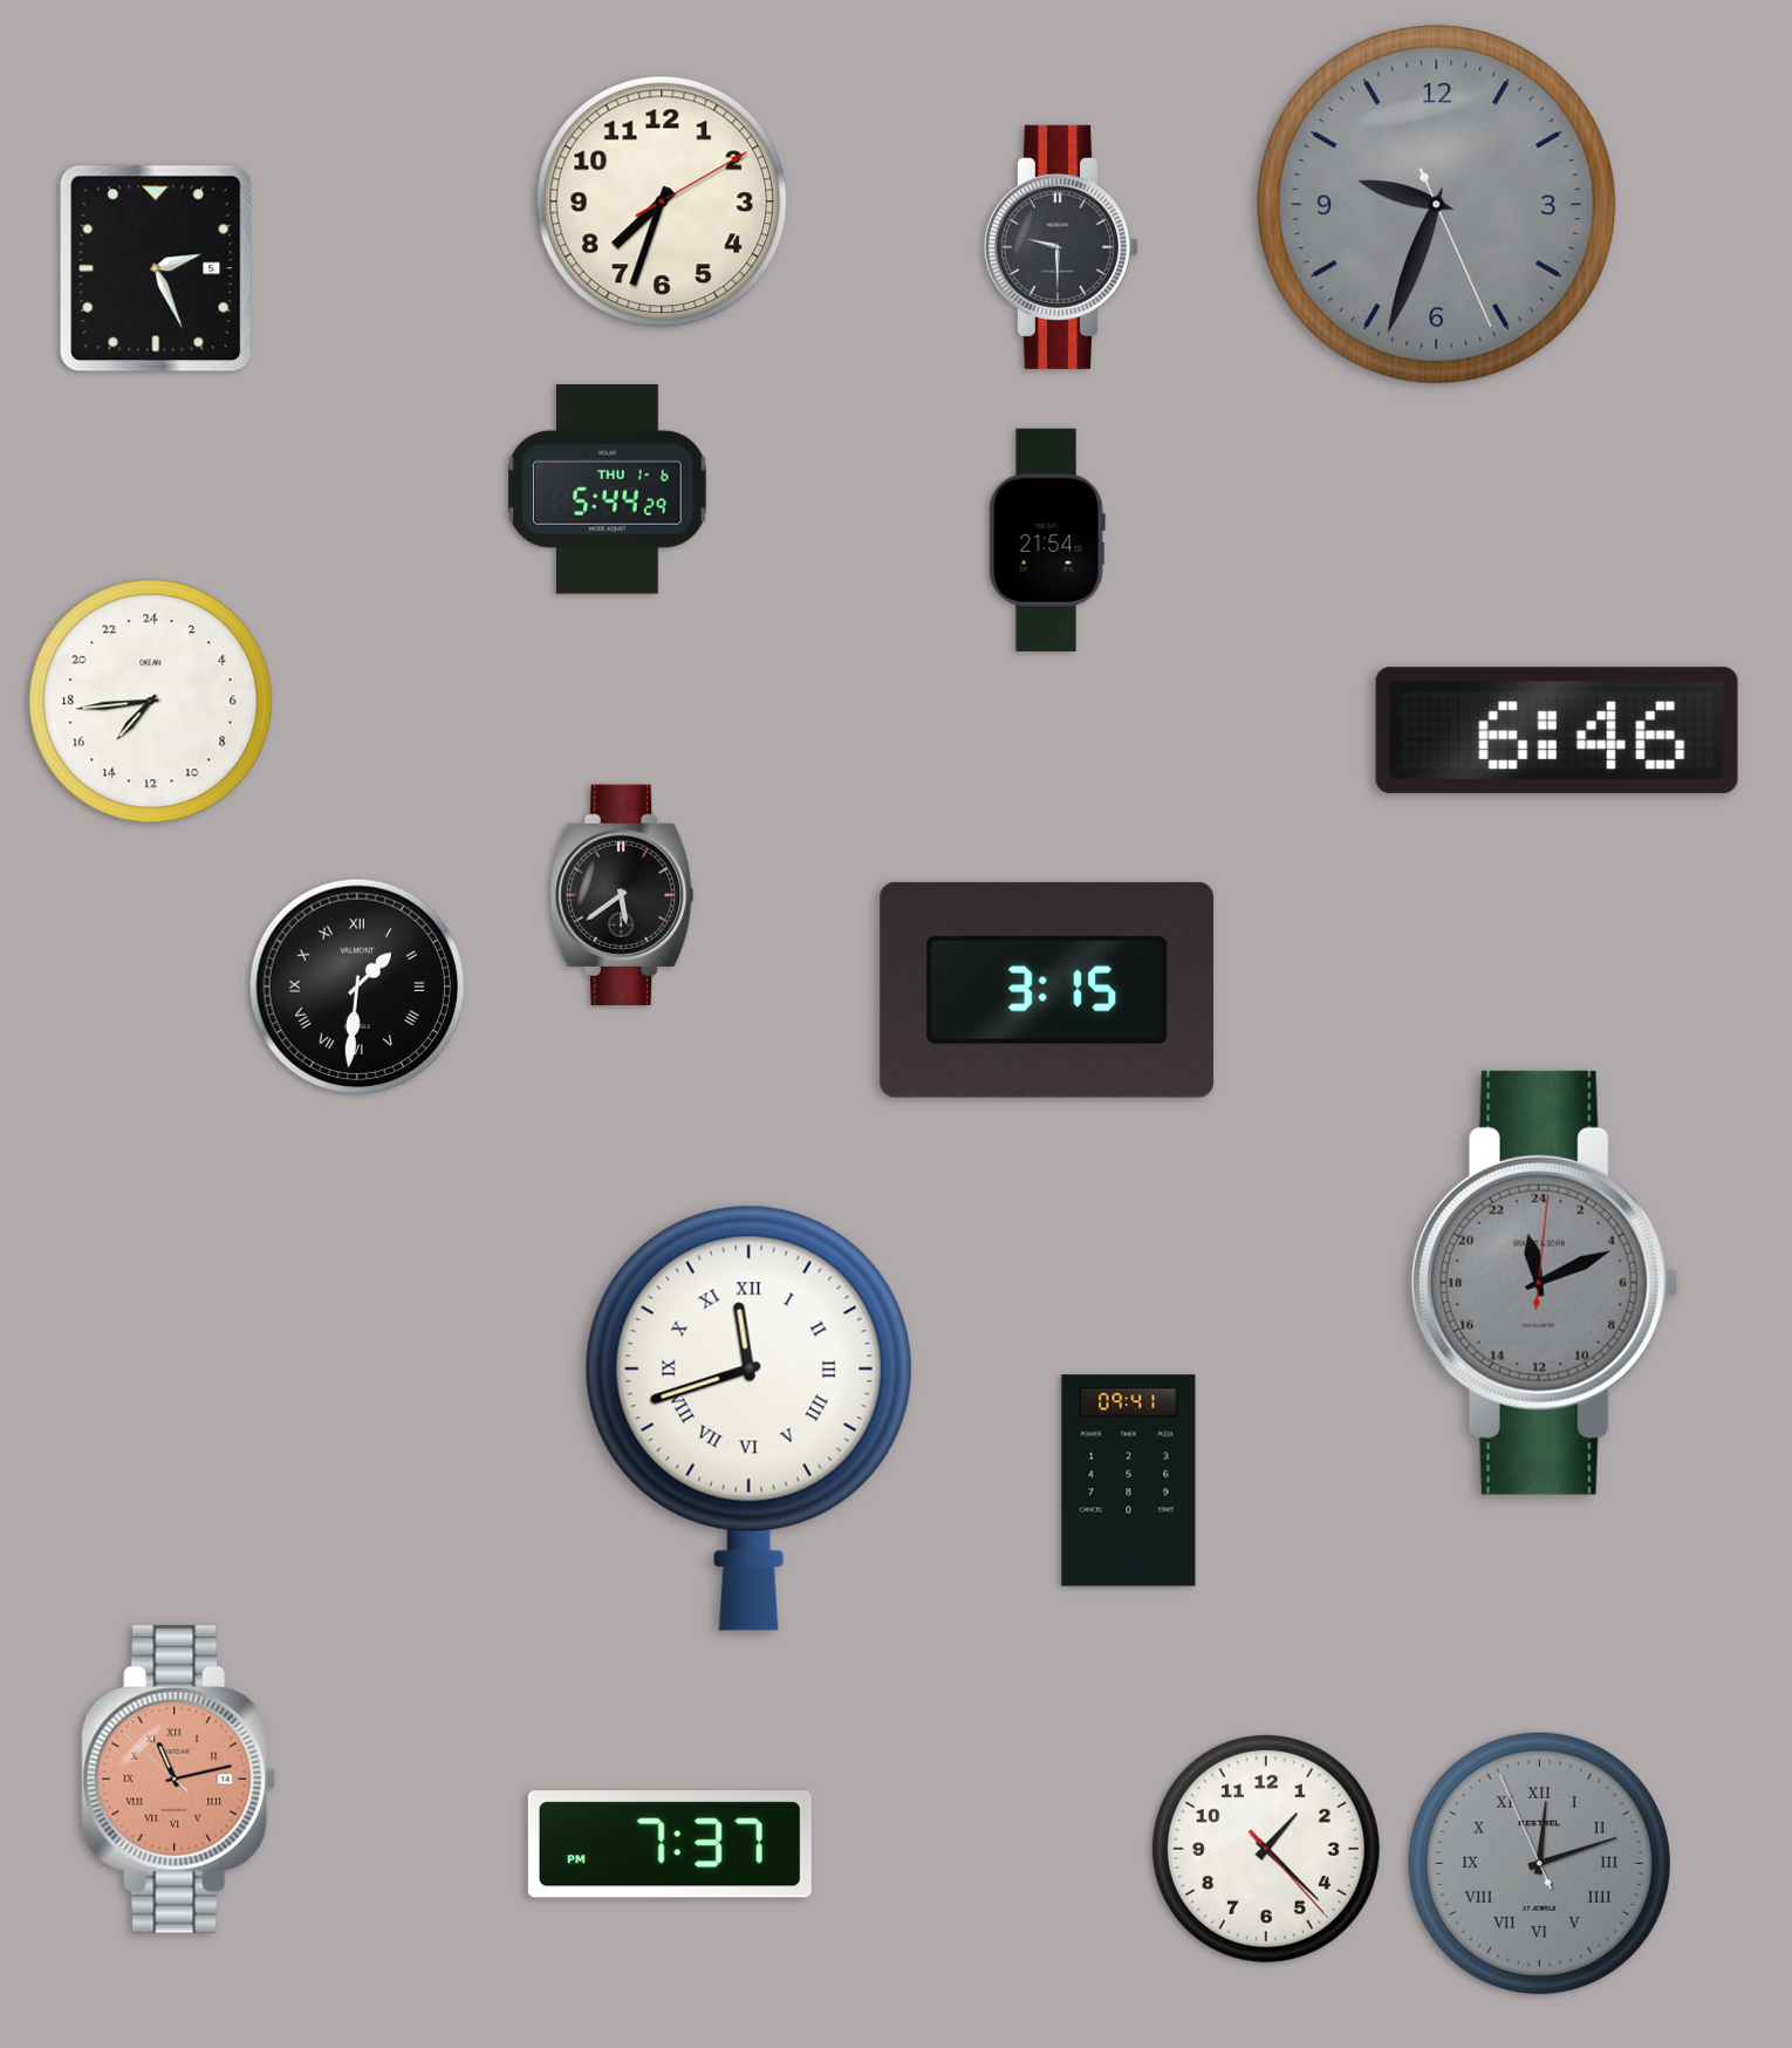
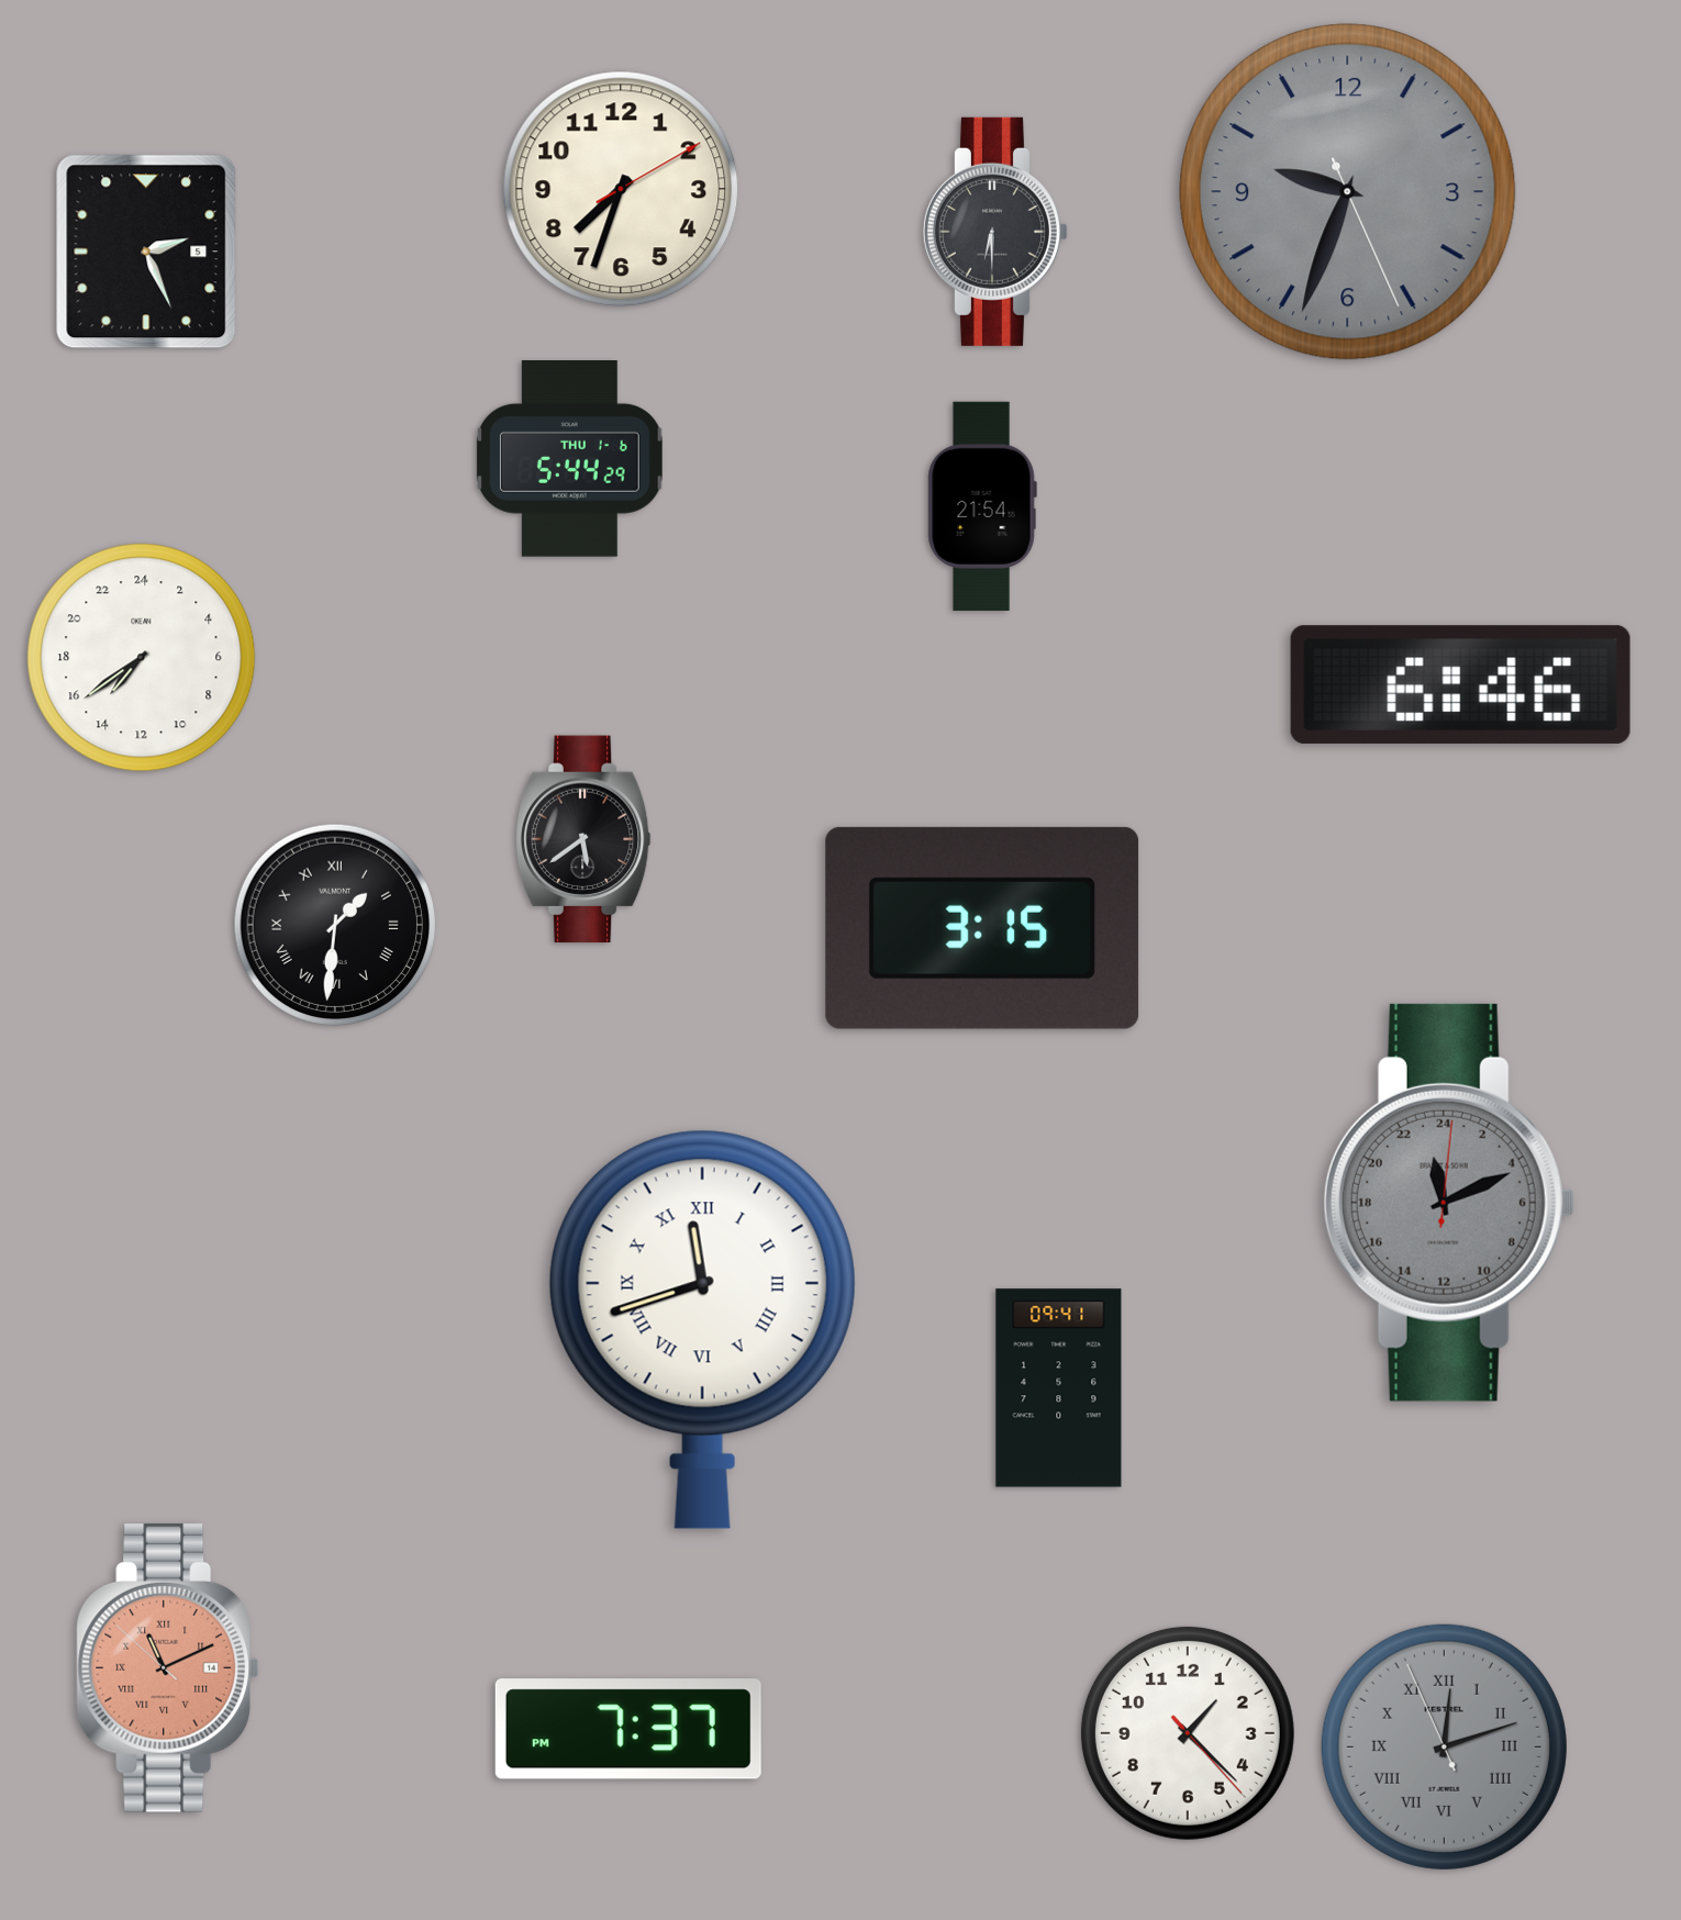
clock at (1061, 247): 9:30 -> 6:30
clock at (151, 702): 14:44 -> 14:39
clock at (178, 1779): 11:12 -> 11:10
